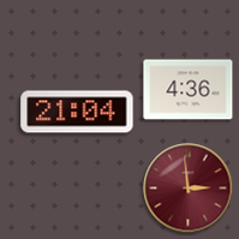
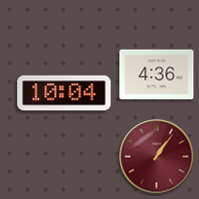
clock at (77, 112): 21:04 -> 10:04
clock at (189, 189): 2:59 -> 1:06
